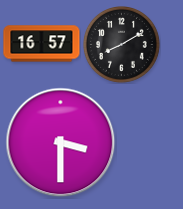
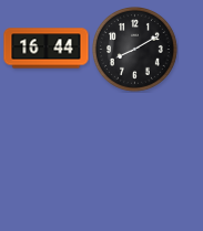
clock at (42, 44): 16:57 -> 16:44
clock at (61, 143): 3:30 -> none
